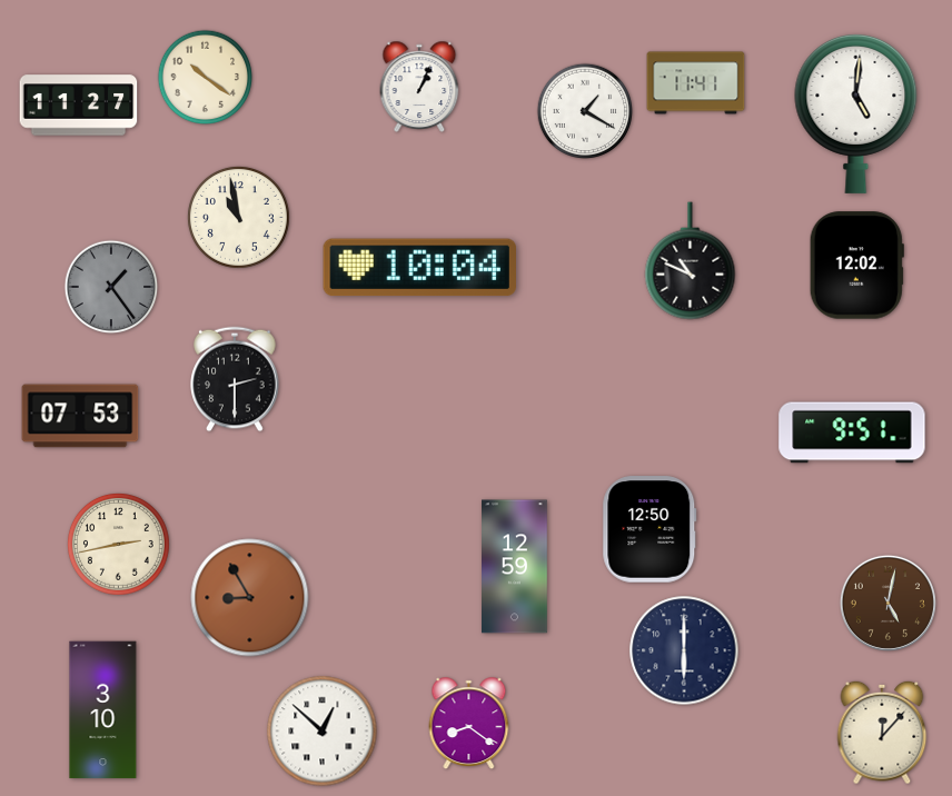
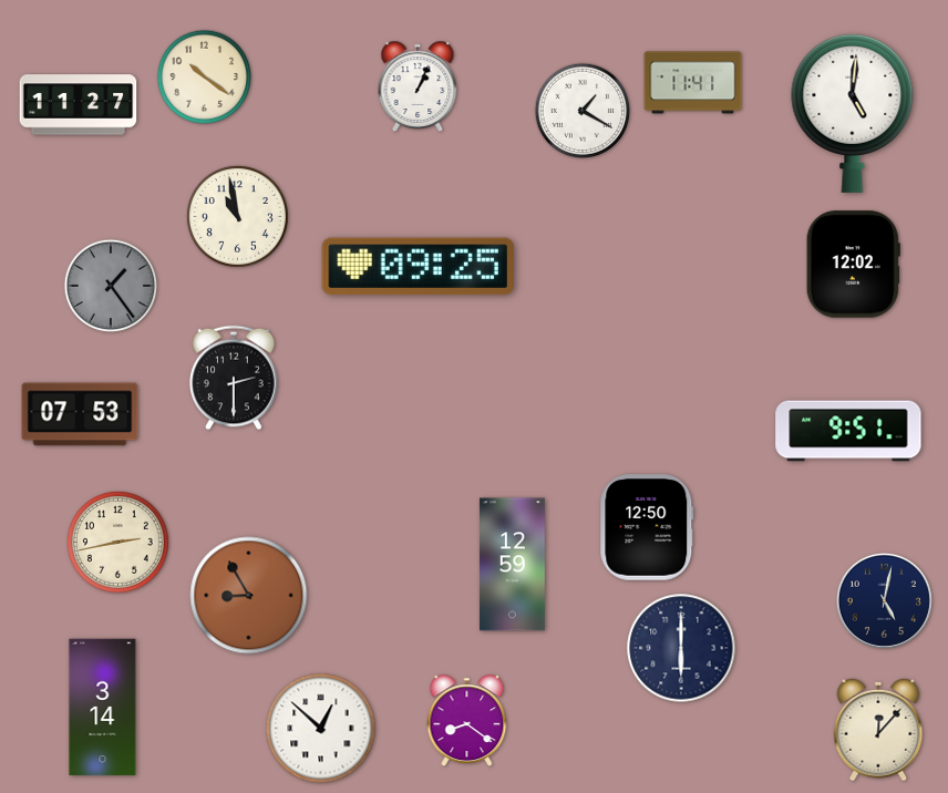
clock at (691, 261): 10:49 -> none
clock at (419, 268): 10:04 -> 09:25
clock at (887, 603) dial: brown -> navy
clock at (103, 710): 3:10 -> 3:14
